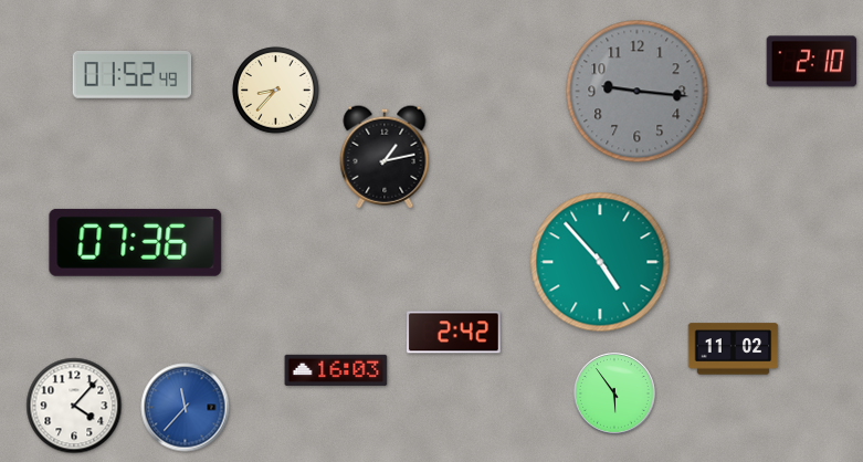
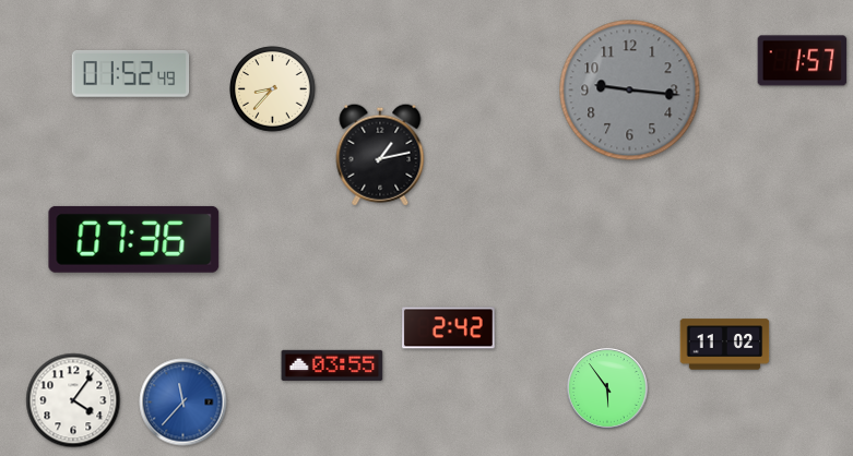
clock at (812, 62): 2:10 -> 1:57
clock at (600, 262): 4:53 -> none
clock at (336, 370): 16:03 -> 03:55
clock at (74, 406): 4:07 -> 4:06
